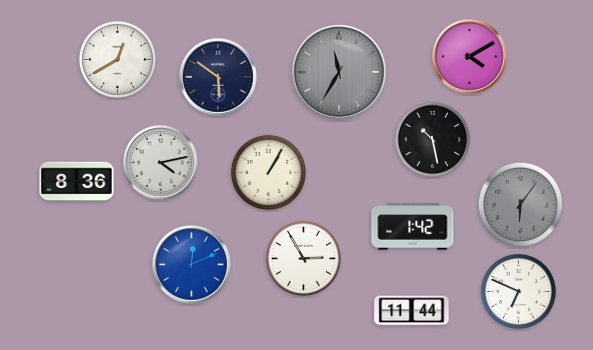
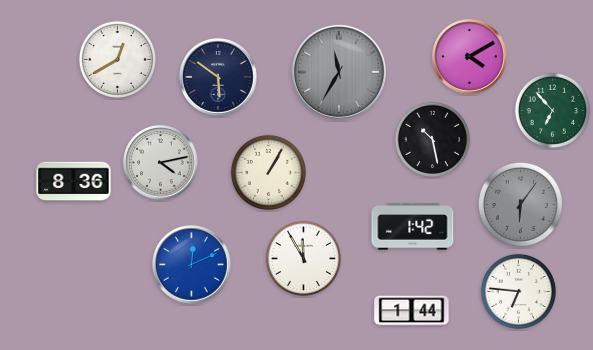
clock at (552, 110): none -> 6:53
clock at (77, 182) position: (77, 182) -> (74, 182)
clock at (303, 258): 2:55 -> 11:55
clock at (518, 291): 6:49 -> 6:46
clock at (412, 311): 11:44 -> 1:44
